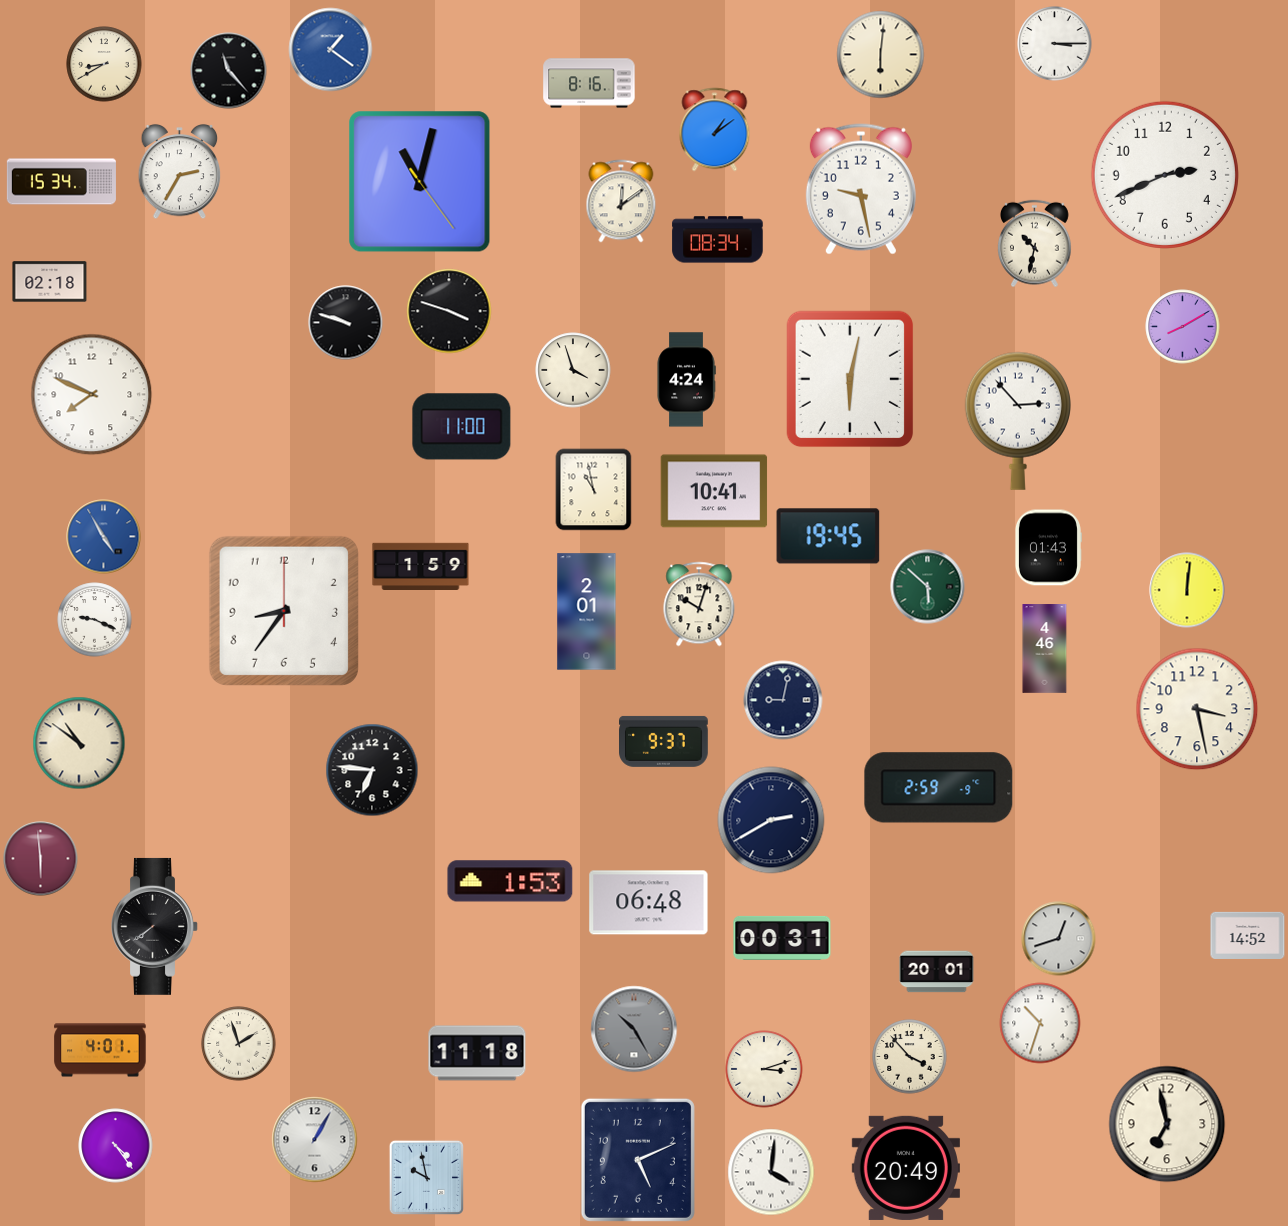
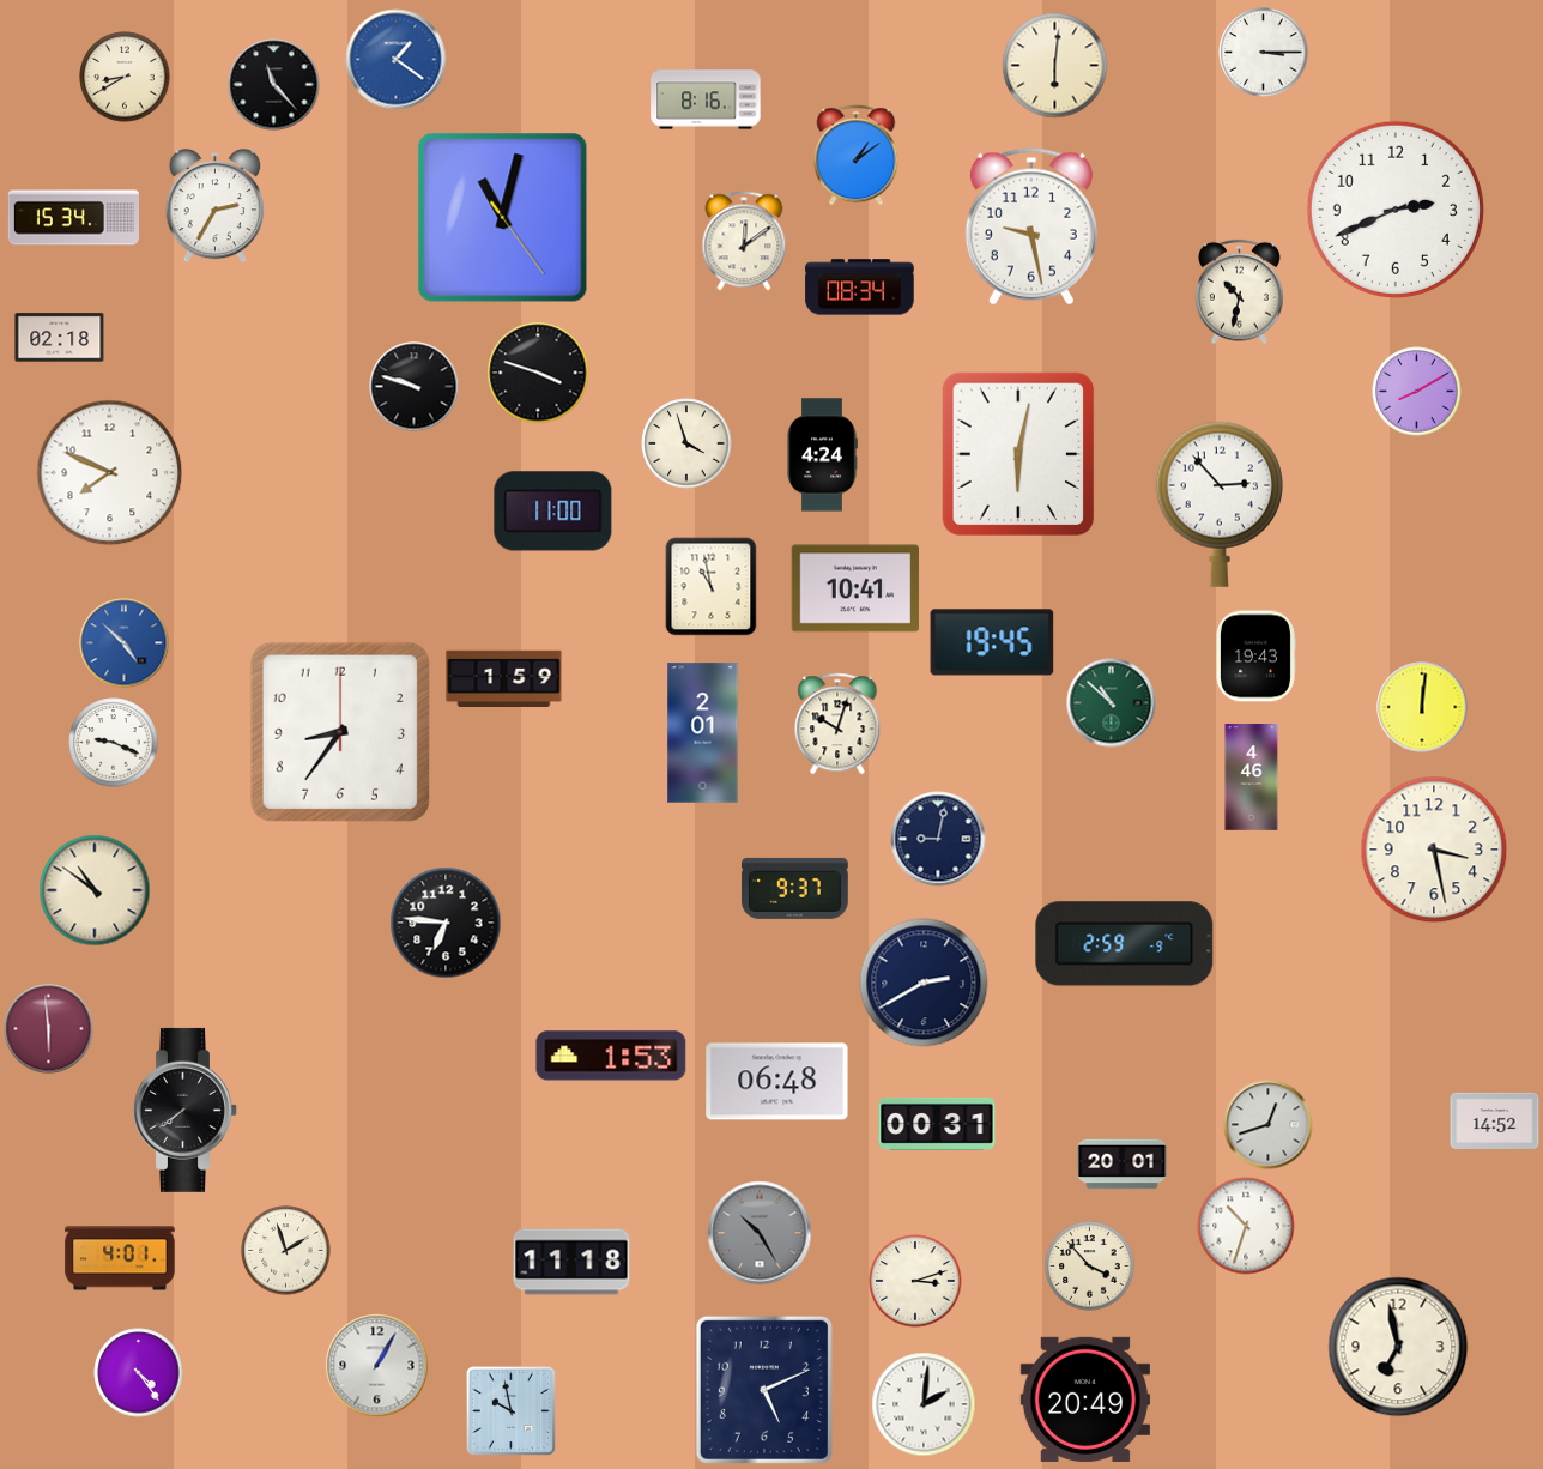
clock at (104, 537): 4:55 -> 4:52
clock at (1048, 548): 01:43 -> 19:43
clock at (928, 587): 5:52 -> 10:52
clock at (771, 1172): 4:01 -> 2:01
